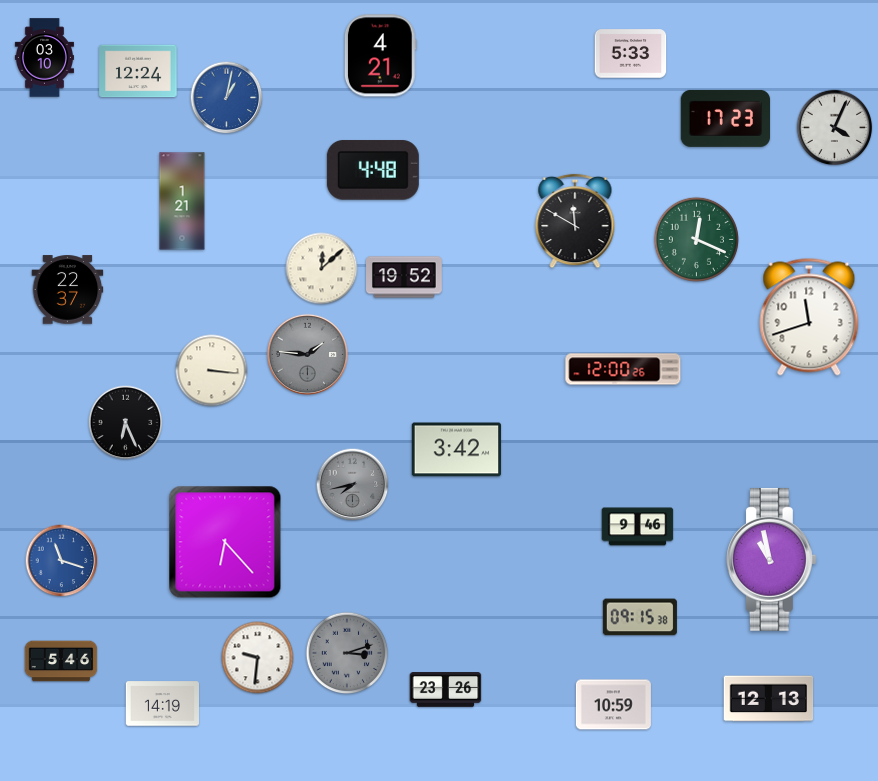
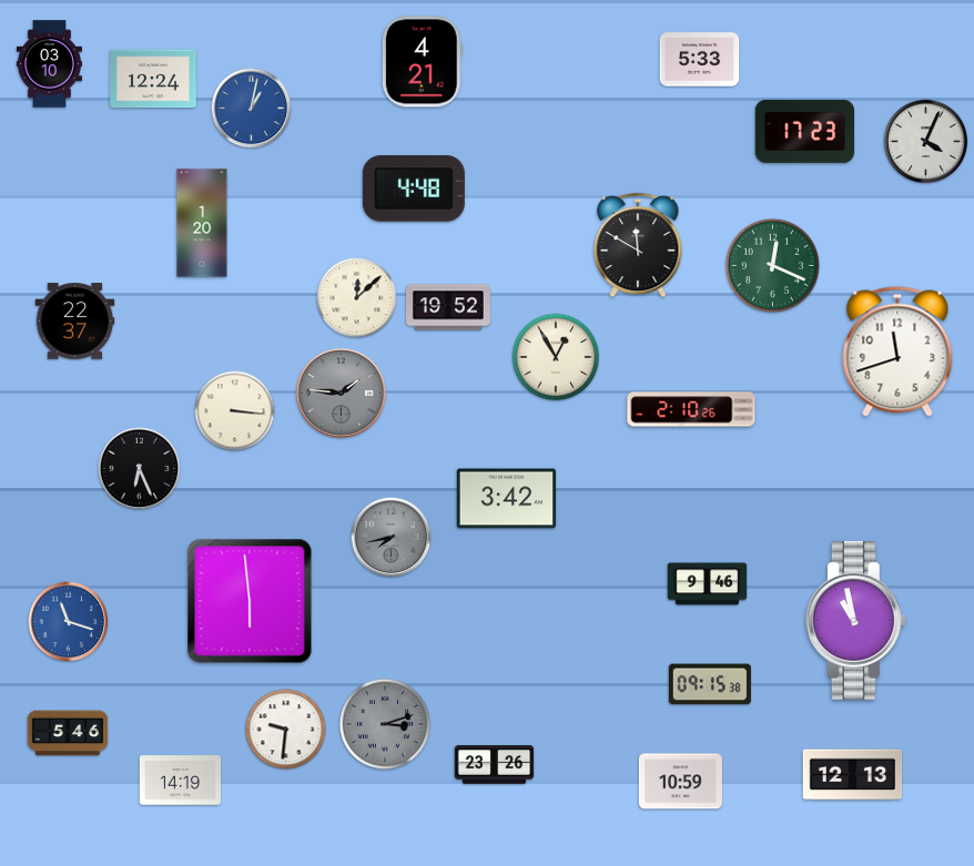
clock at (182, 201): 1:21 -> 1:20
clock at (556, 357): none -> 12:55
clock at (623, 369): 12:00 -> 2:10
clock at (225, 542): 6:23 -> 5:59
